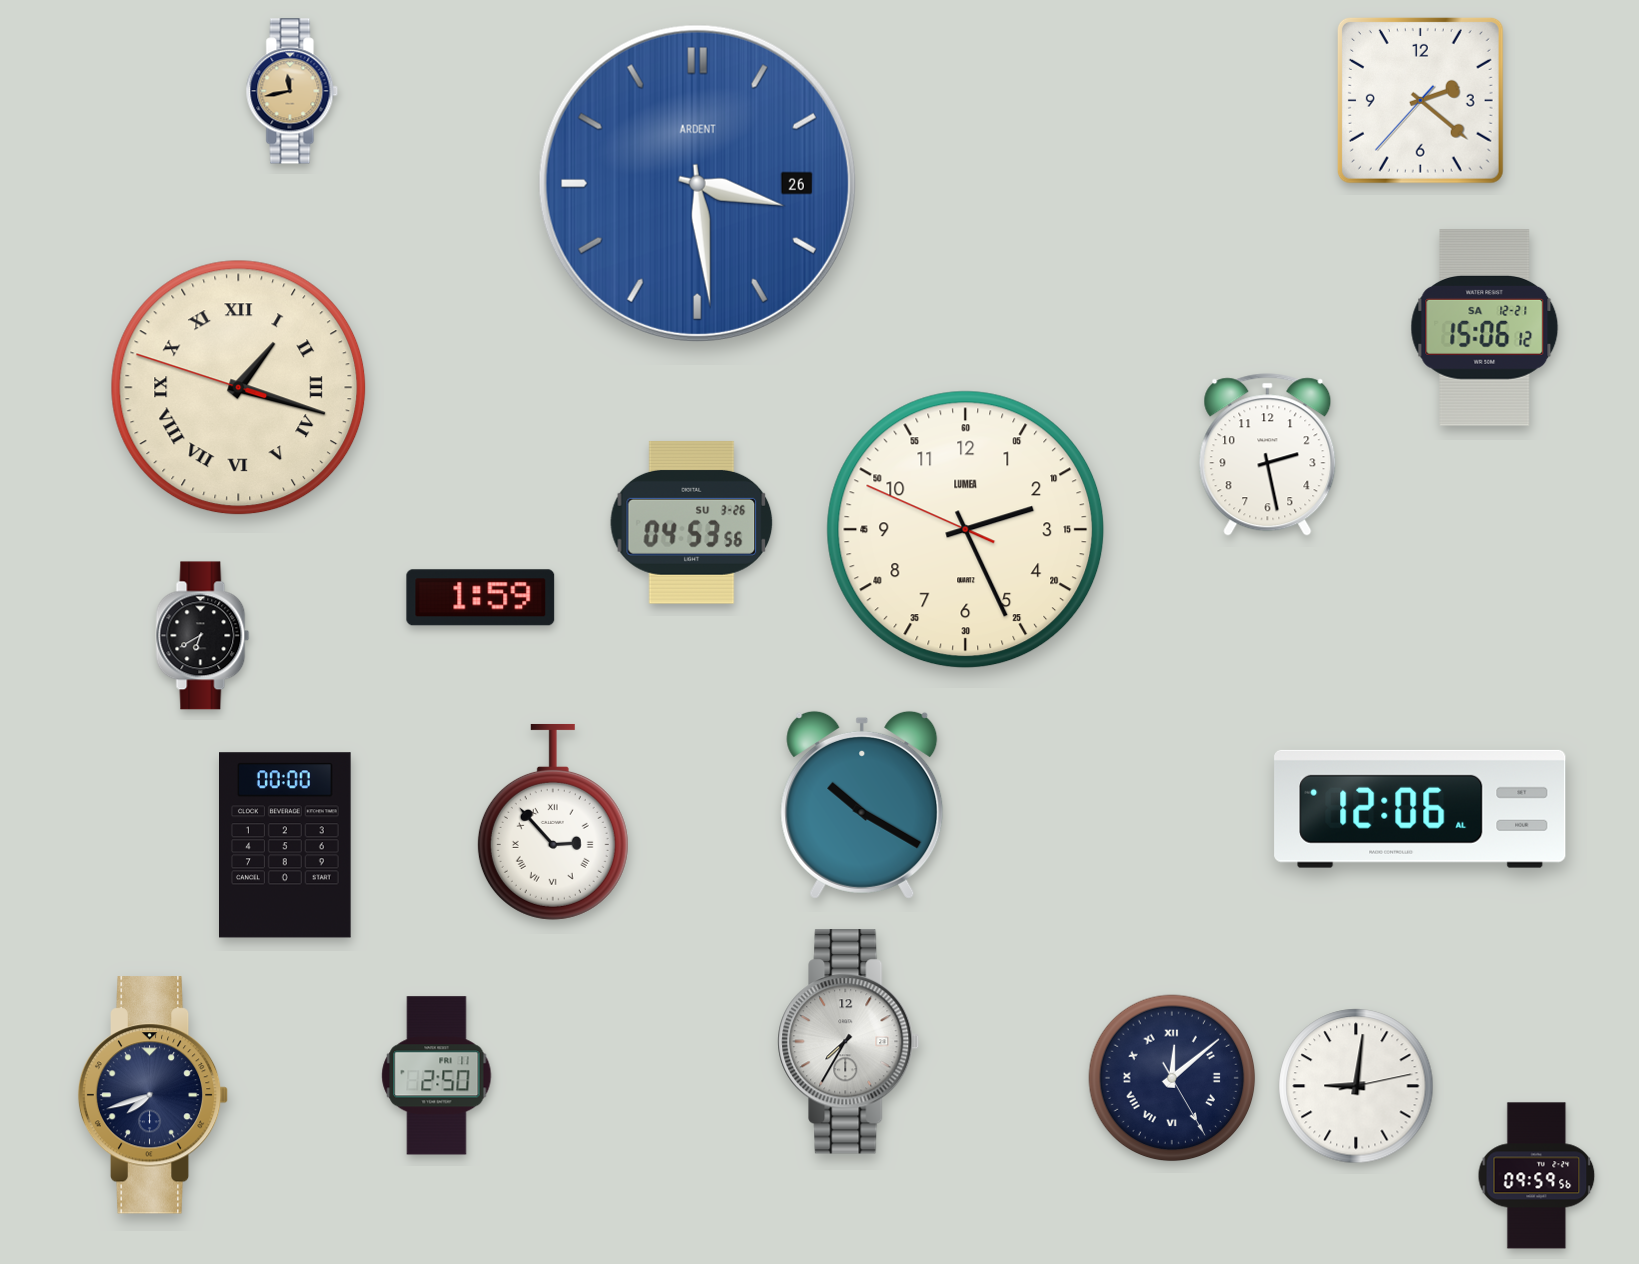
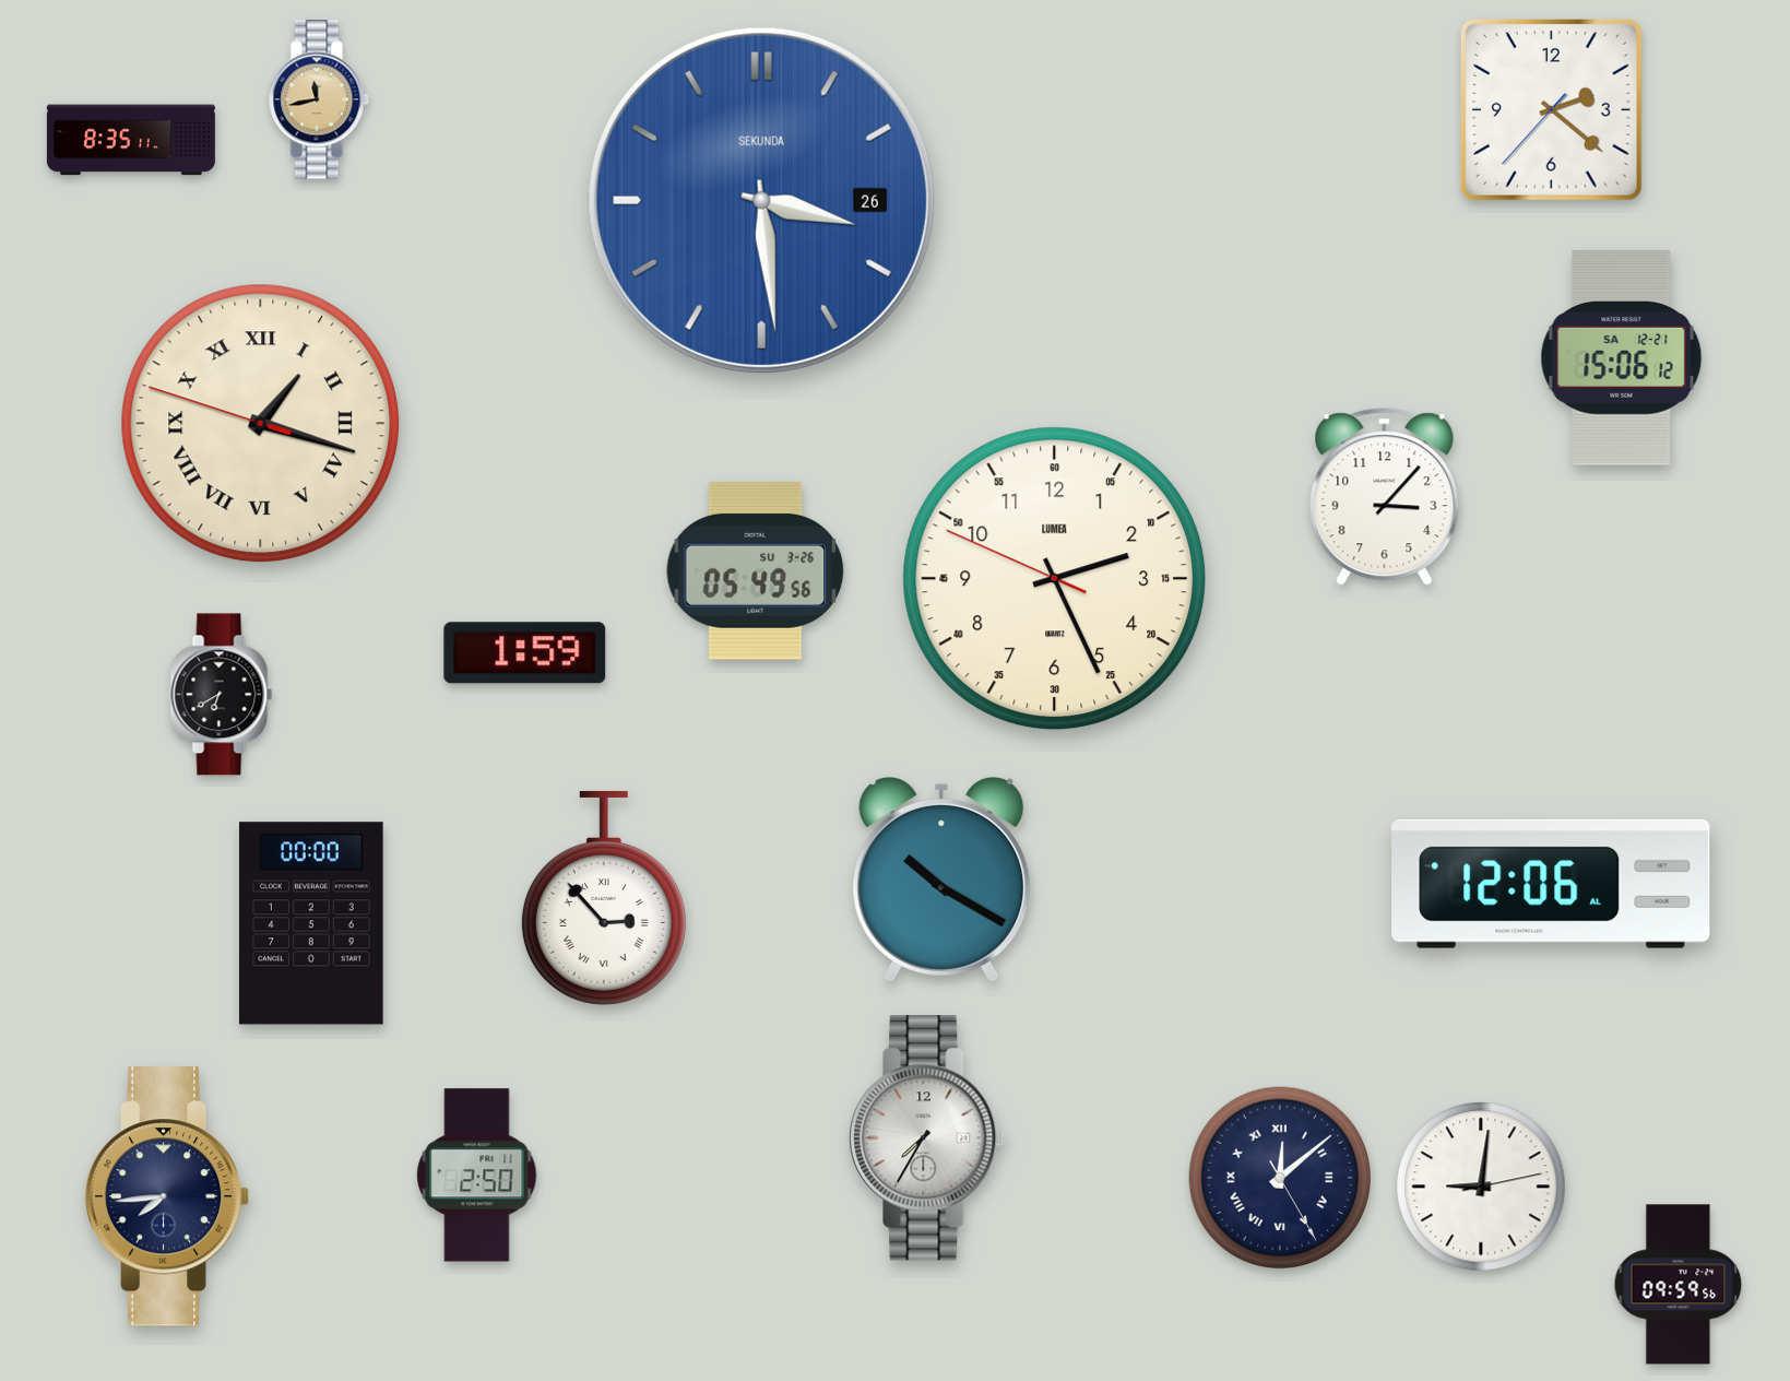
clock at (131, 140): none -> 8:35
clock at (697, 183) brand: ARDENT -> SEKUNDA
clock at (1268, 455): 2:28 -> 3:07
clock at (692, 522): 04:53 -> 05:49
clock at (153, 1095): 7:42 -> 7:44
